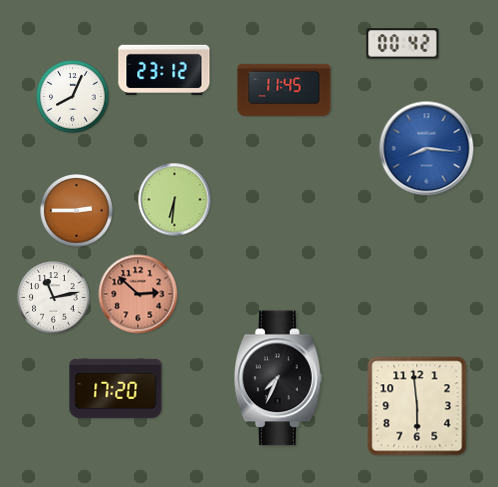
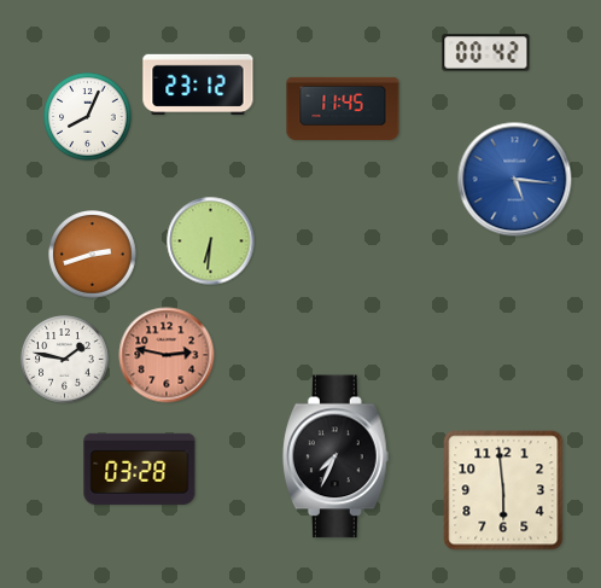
clock at (427, 149): 8:16 -> 5:16
clock at (77, 211): 2:45 -> 2:42
clock at (138, 294): 2:52 -> 2:47
clock at (54, 298): 11:13 -> 1:47
clock at (116, 388): 17:20 -> 03:28
